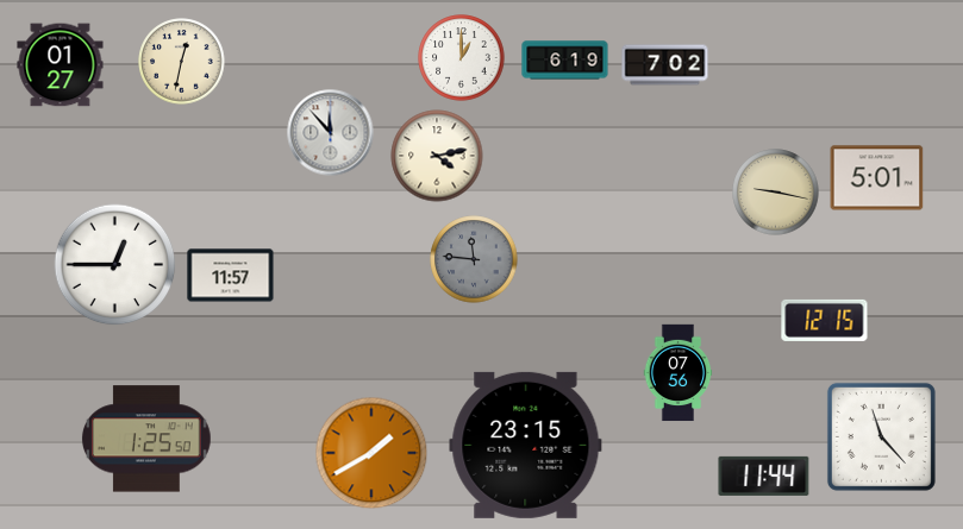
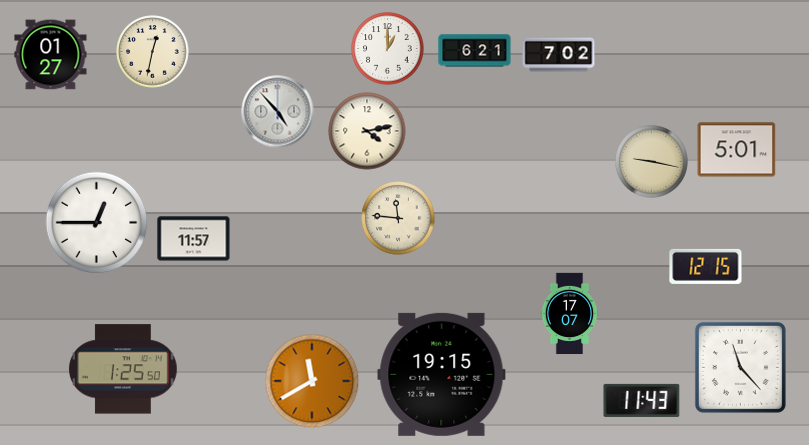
clock at (565, 61): 6:19 -> 6:21
clock at (331, 133): 11:53 -> 4:53
clock at (474, 259) dial: grey -> cream
clock at (231, 276) position: (231, 276) -> (194, 239)
clock at (825, 320) position: (825, 320) -> (706, 266)
clock at (679, 373): 07:56 -> 17:07
clock at (526, 445): 23:15 -> 19:15
clock at (371, 453): 1:40 -> 11:40
clock at (764, 476): 11:44 -> 11:43
